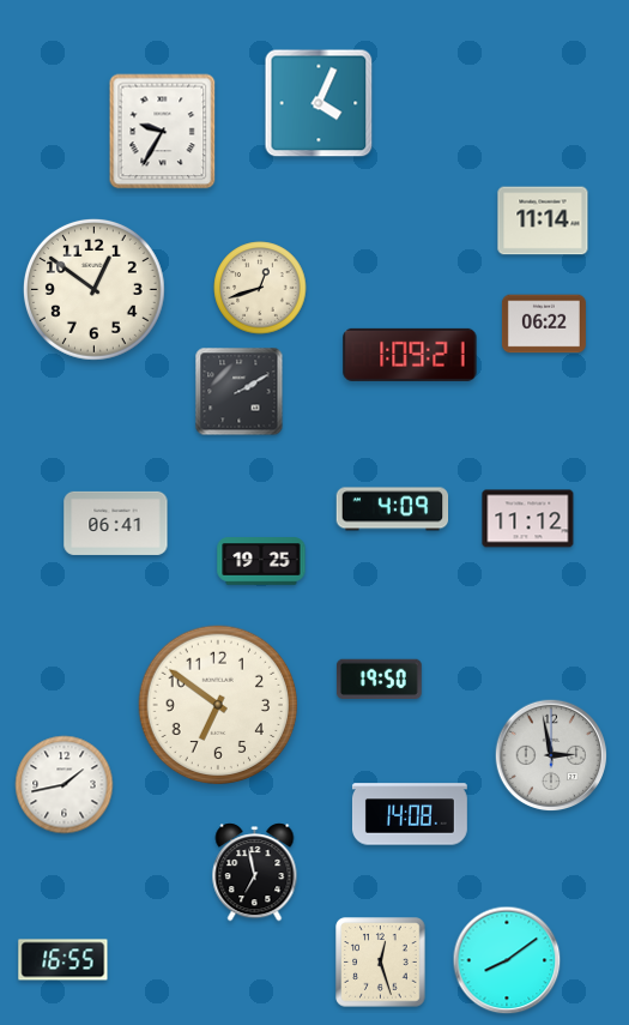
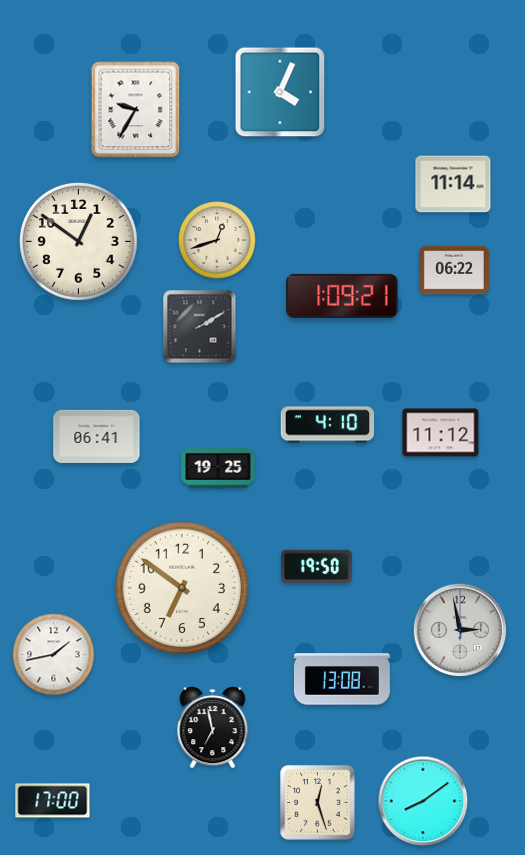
clock at (319, 103) position: (319, 103) -> (280, 92)
clock at (393, 510): 4:09 -> 4:10
clock at (410, 814): 14:08 -> 13:08
clock at (63, 960): 16:55 -> 17:00
